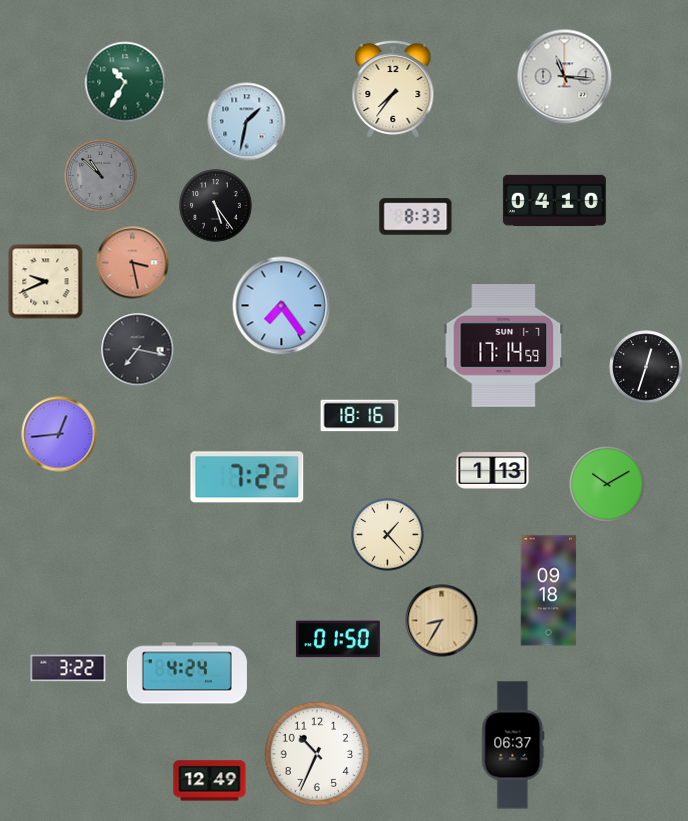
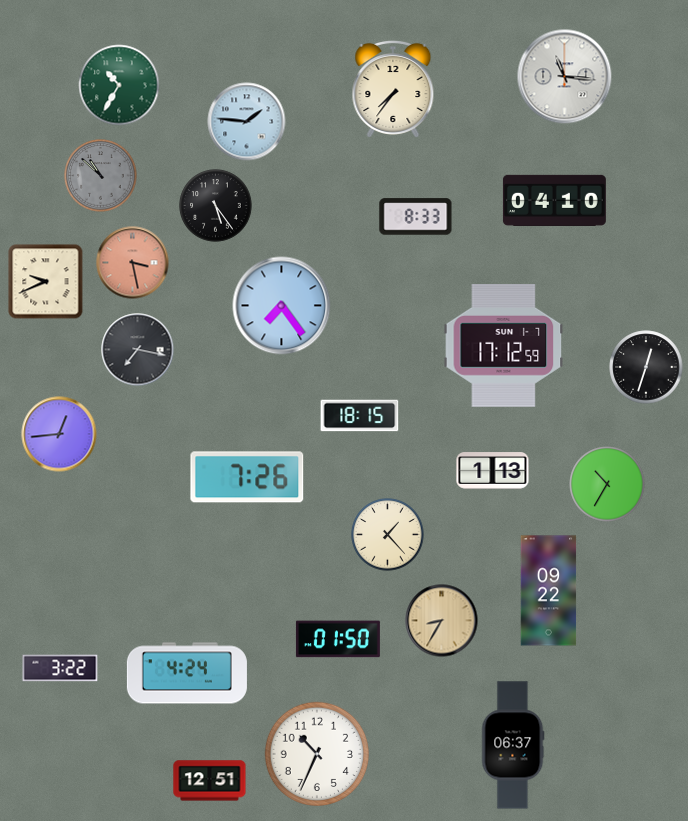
clock at (125, 82) position: (125, 82) -> (119, 85)
clock at (247, 122): 1:32 -> 1:46
clock at (504, 346): 17:14 -> 17:12
clock at (360, 416): 18:16 -> 18:15
clock at (247, 477): 7:22 -> 7:26
clock at (607, 484): 10:10 -> 10:35
clock at (549, 591): 09:18 -> 09:22
clock at (68, 668) position: (68, 668) -> (60, 668)
clock at (210, 781): 12:49 -> 12:51
